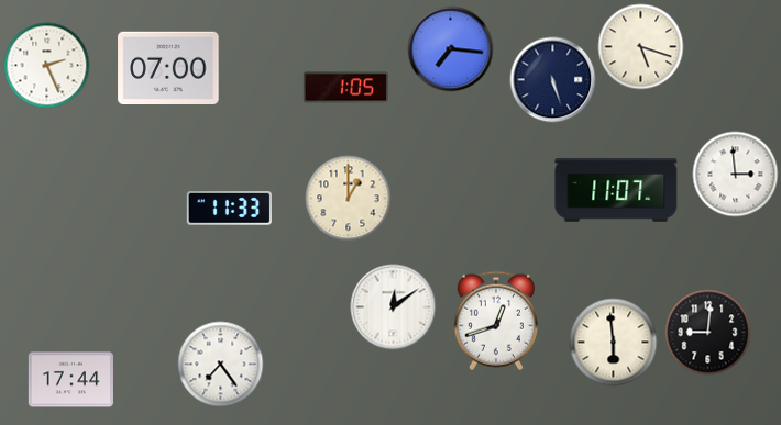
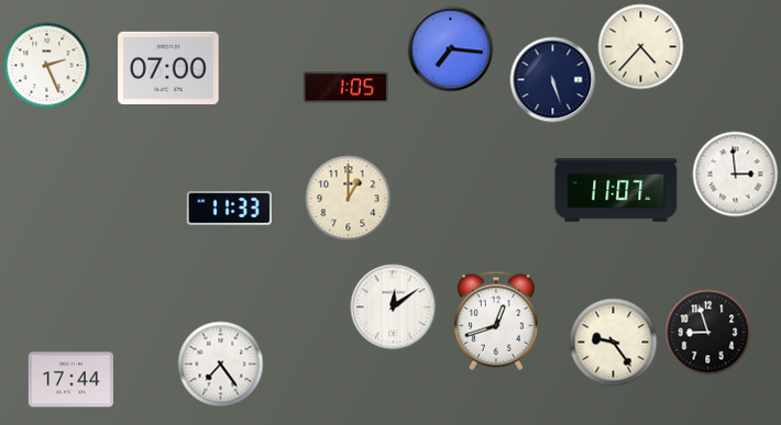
clock at (640, 46): 5:18 -> 4:37
clock at (707, 332): 9:01 -> 8:57
clock at (613, 342): 5:59 -> 9:24
